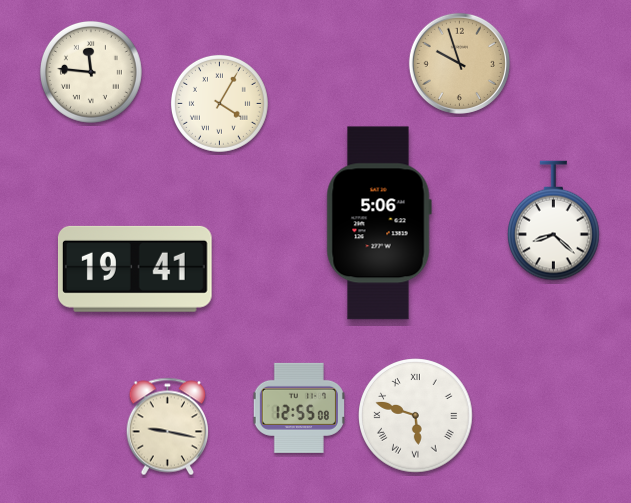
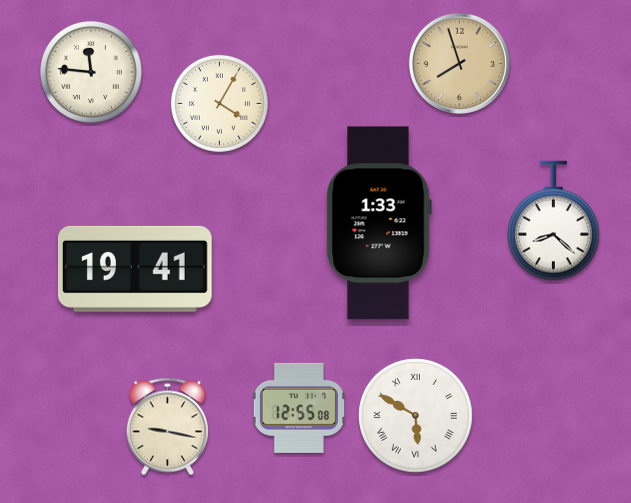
clock at (459, 63): 9:57 -> 7:57
clock at (379, 223): 5:06 -> 1:33
clock at (416, 416): 5:48 -> 5:50
